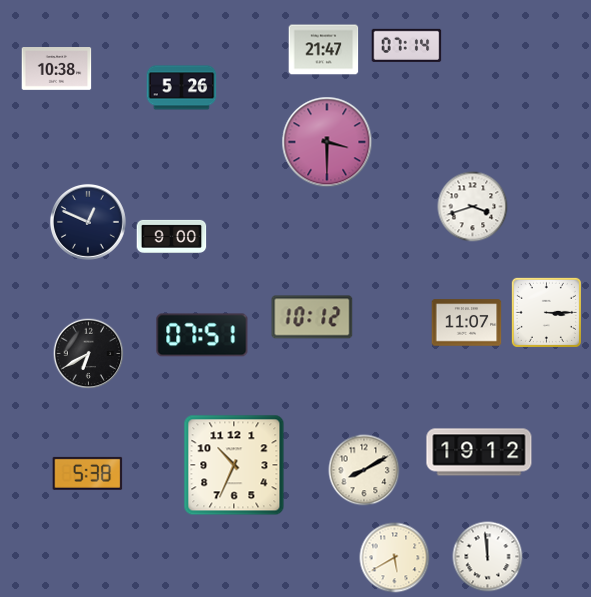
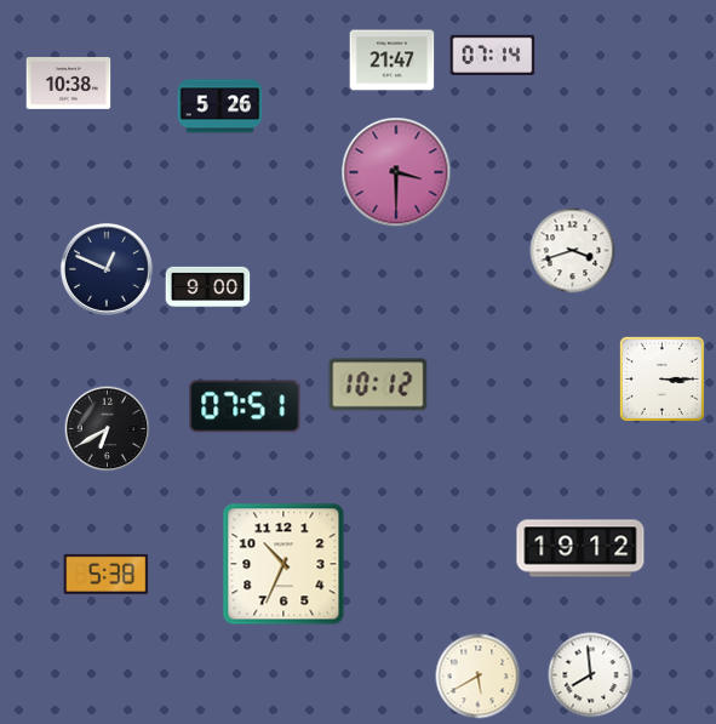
clock at (467, 323): 11:07 -> none
clock at (364, 470): 8:10 -> none
clock at (488, 557): 11:59 -> 7:59
